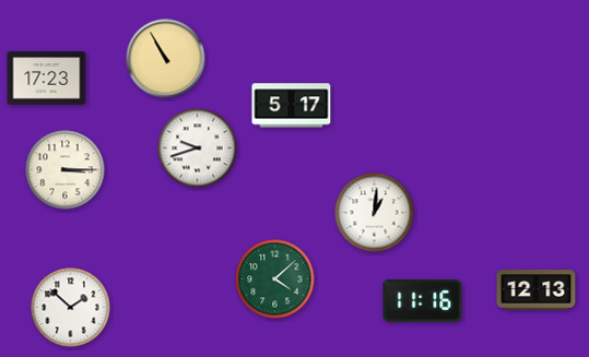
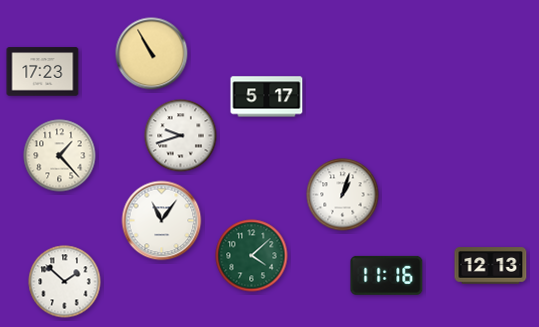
clock at (66, 170): 3:15 -> 1:23
clock at (375, 213): 1:01 -> 1:03
clock at (162, 221): none -> 11:06
